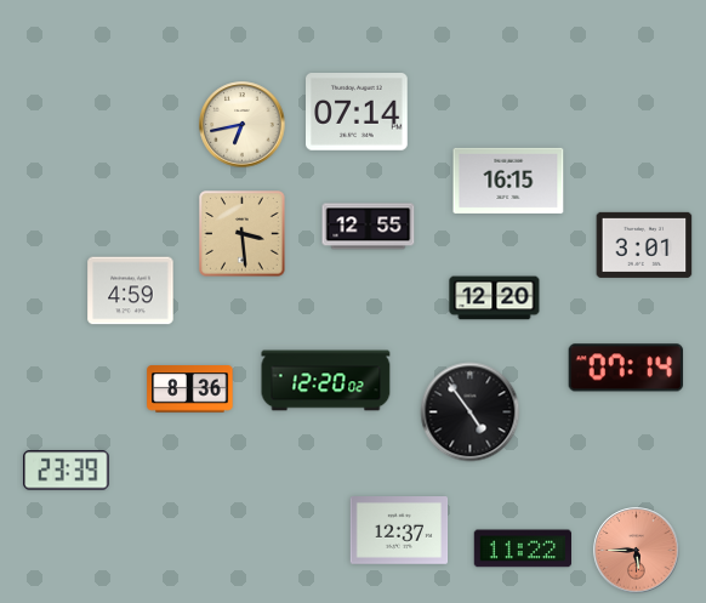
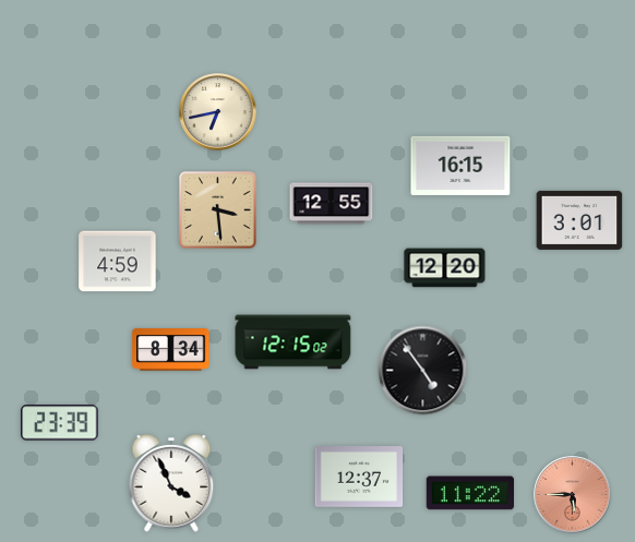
clock at (358, 113): 07:14 -> none
clock at (508, 181) position: (508, 181) -> (460, 166)
clock at (626, 368): 07:14 -> none
clock at (326, 381): 12:20 -> 12:15
clock at (190, 389): 8:36 -> 8:34
clock at (171, 484): none -> 3:56
